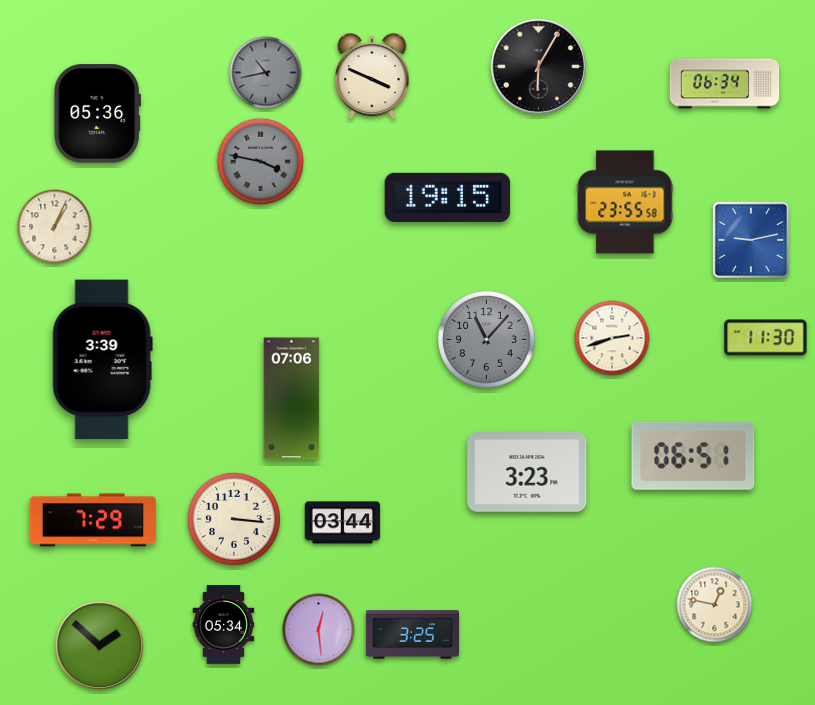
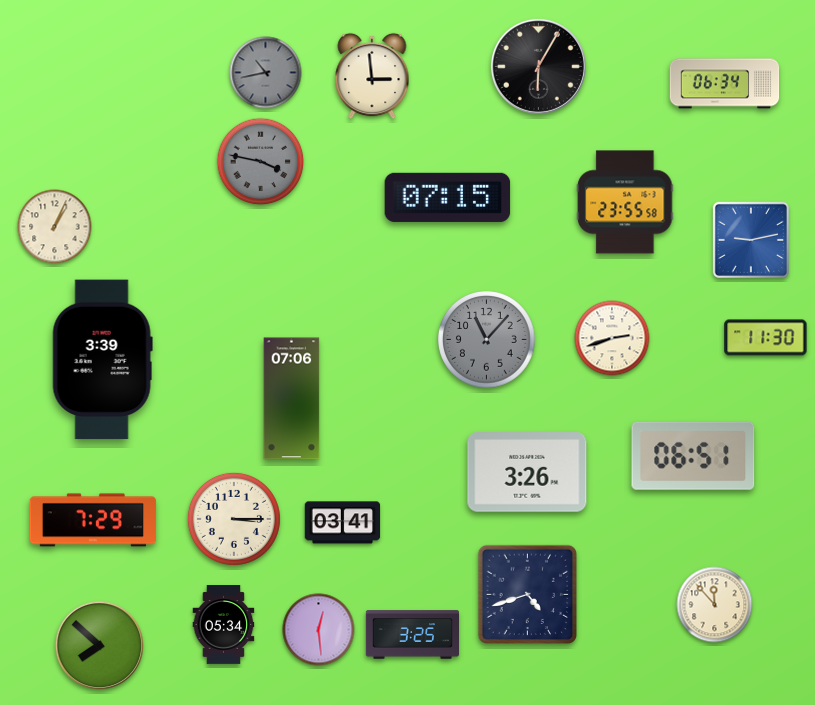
clock at (372, 76): 3:49 -> 2:59
clock at (97, 114): 05:36 -> none
clock at (448, 197): 19:15 -> 07:15
clock at (527, 472): 3:23 -> 3:26
clock at (234, 519): 3:16 -> 3:15
clock at (343, 523): 03:44 -> 03:41
clock at (527, 594): none -> 4:42
clock at (715, 605): 12:47 -> 11:53
clock at (99, 645): 1:52 -> 7:52
